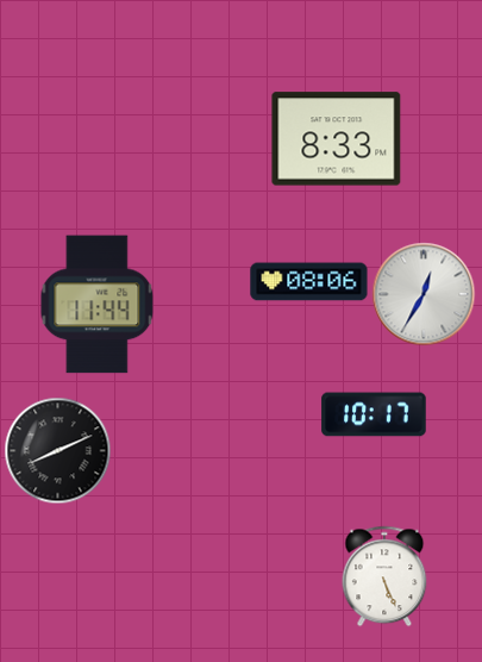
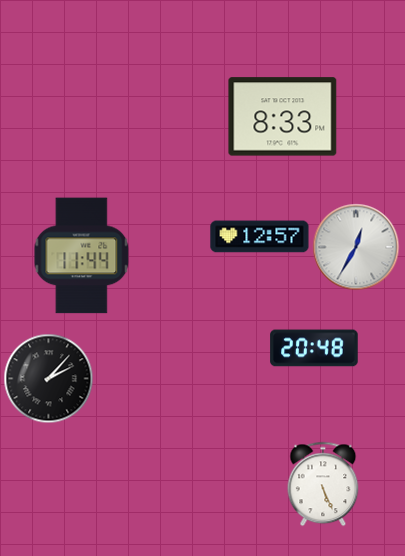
clock at (309, 282): 08:06 -> 12:57
clock at (374, 414): 10:17 -> 20:48
clock at (57, 450): 8:11 -> 2:07
